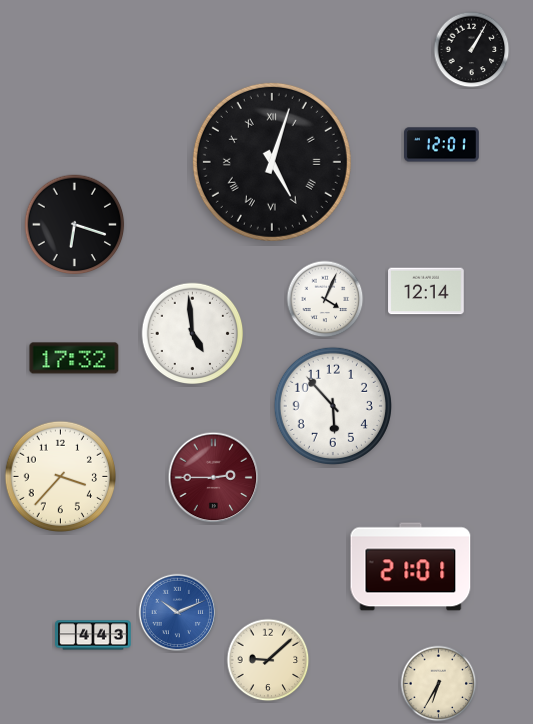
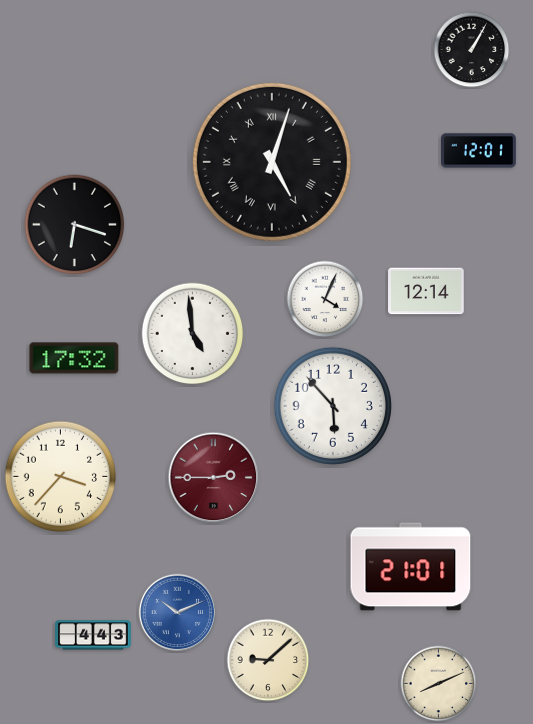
clock at (442, 145) position: (442, 145) -> (479, 151)
clock at (439, 684): 6:35 -> 8:11
